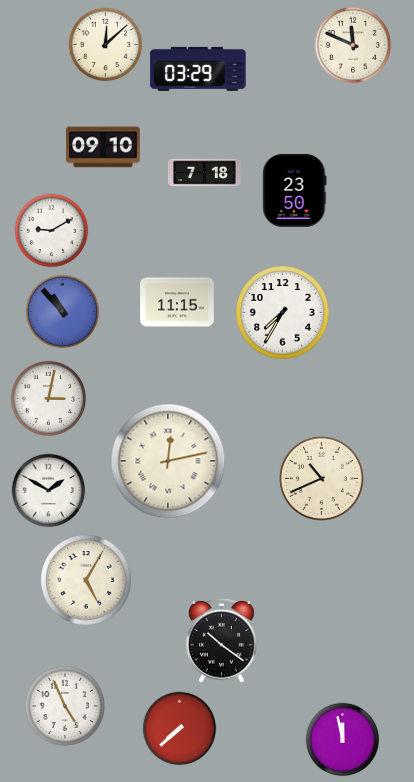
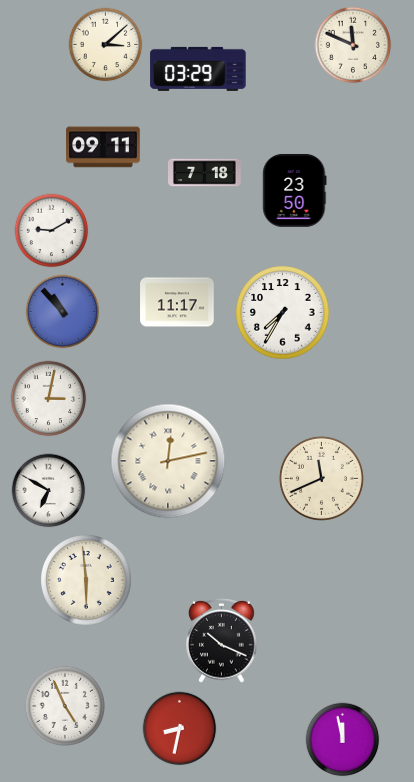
clock at (106, 45): 12:08 -> 3:08
clock at (103, 147): 09:10 -> 09:11
clock at (177, 302): 11:15 -> 11:17
clock at (321, 478): 10:41 -> 11:41
clock at (49, 491): 1:50 -> 6:50
clock at (86, 580): 5:05 -> 5:59
clock at (222, 640): 10:21 -> 10:19
clock at (180, 729): 7:38 -> 8:32
